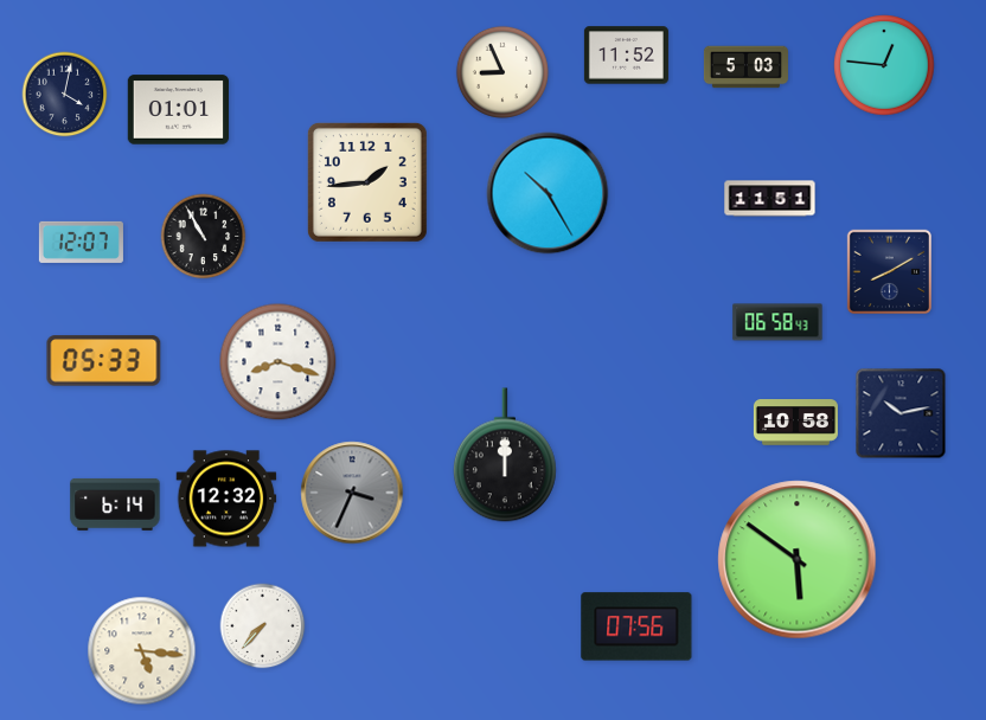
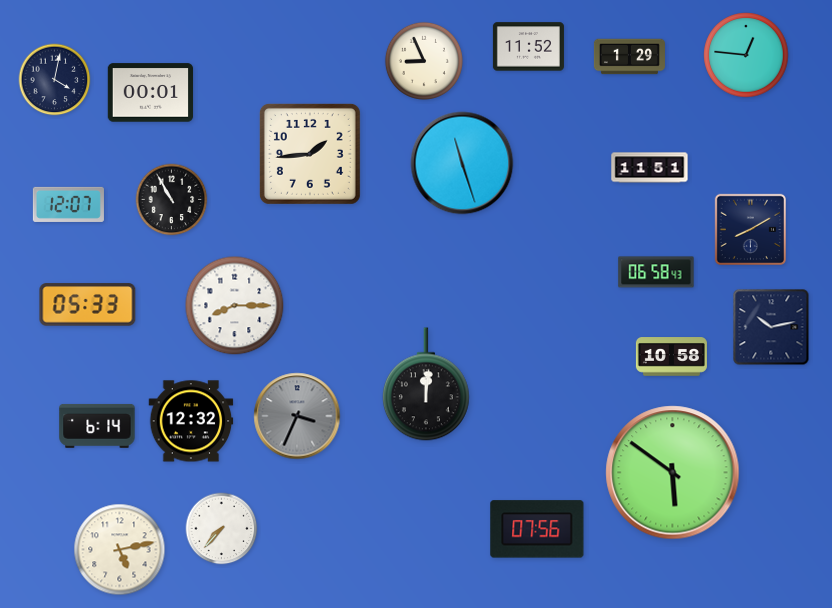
clock at (745, 67): 5:03 -> 1:29
clock at (179, 110): 01:01 -> 00:01
clock at (548, 193): 10:25 -> 11:27
clock at (278, 362): 8:18 -> 8:15
clock at (901, 413) position: (901, 413) -> (771, 327)
clock at (505, 455): 12:00 -> 12:01
clock at (142, 651): 5:16 -> 5:13
